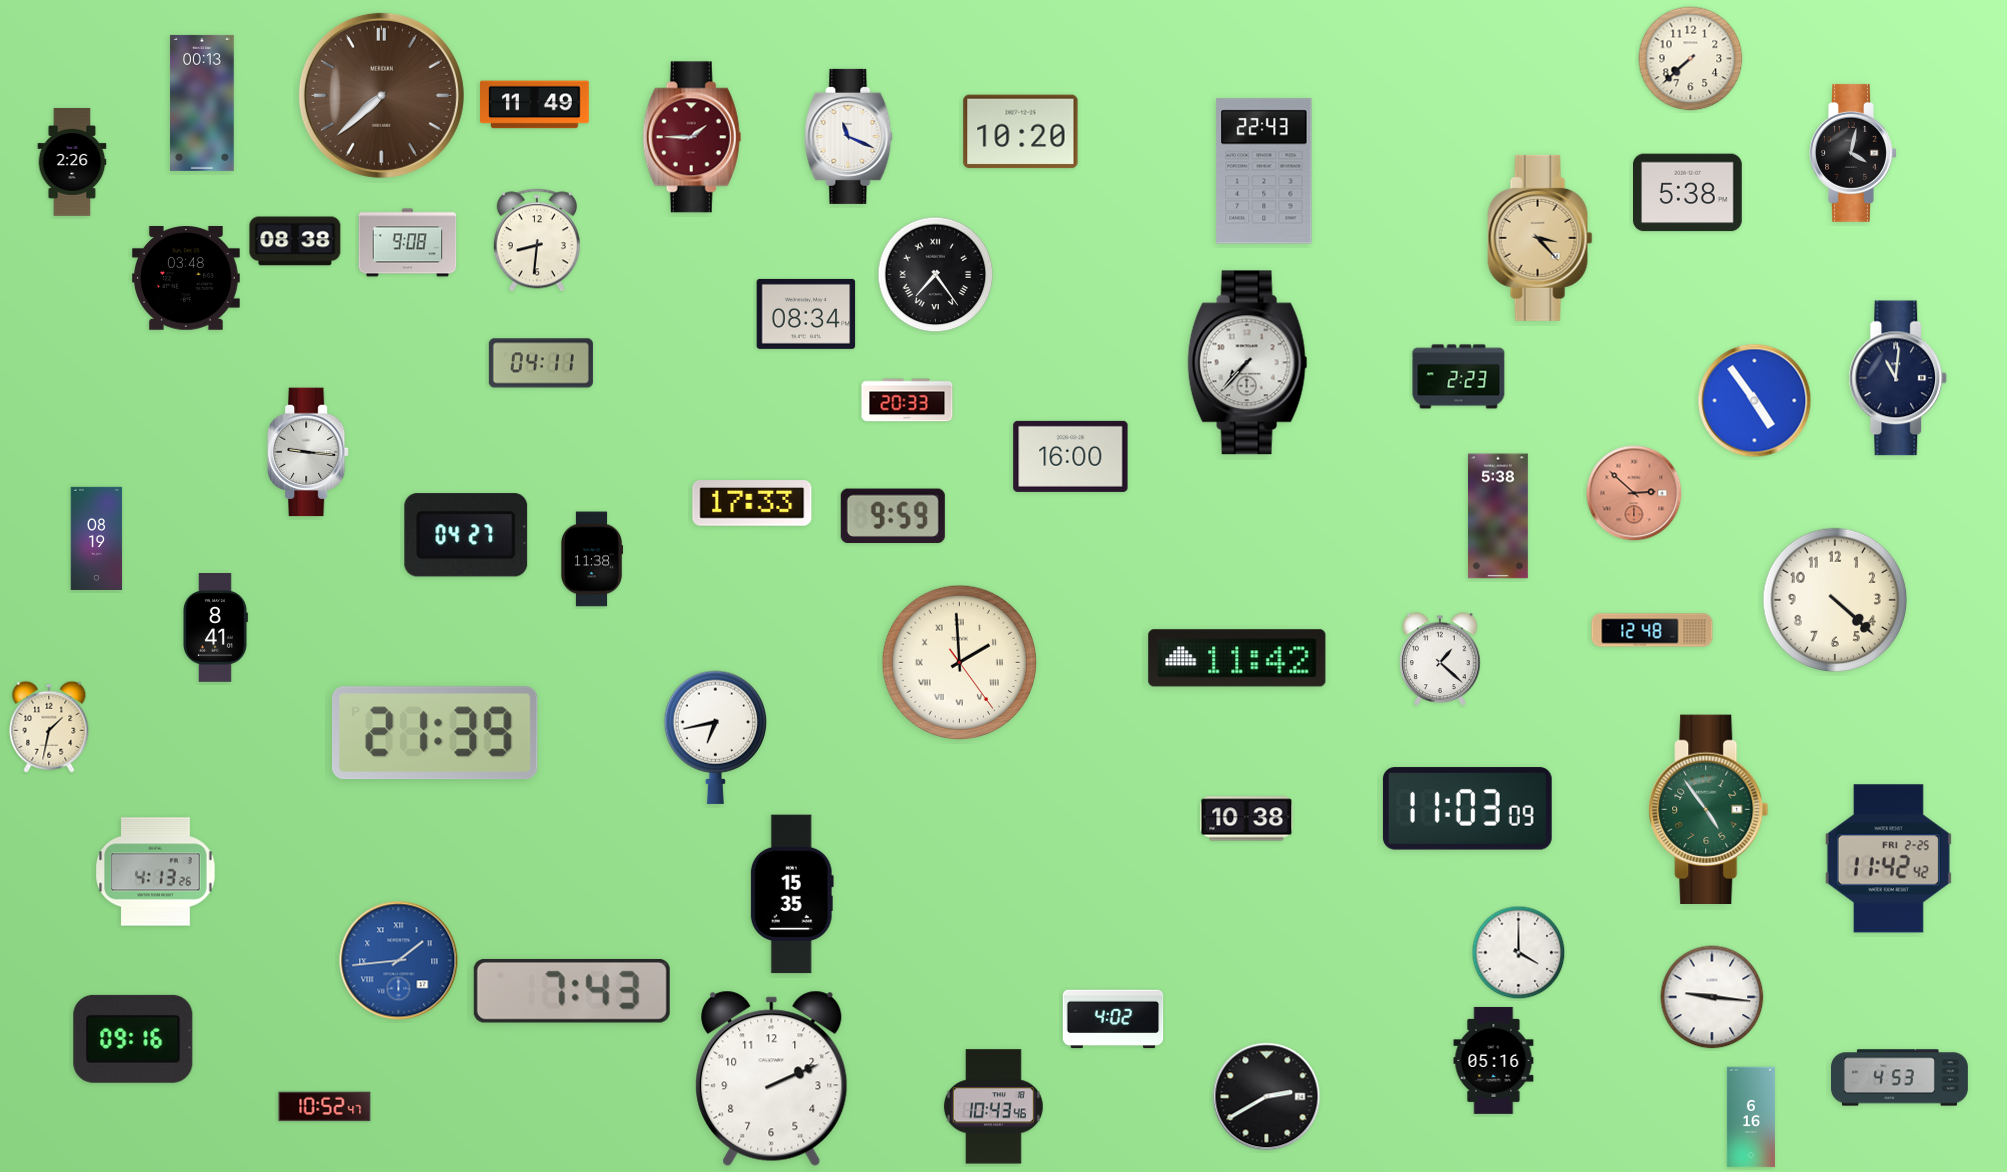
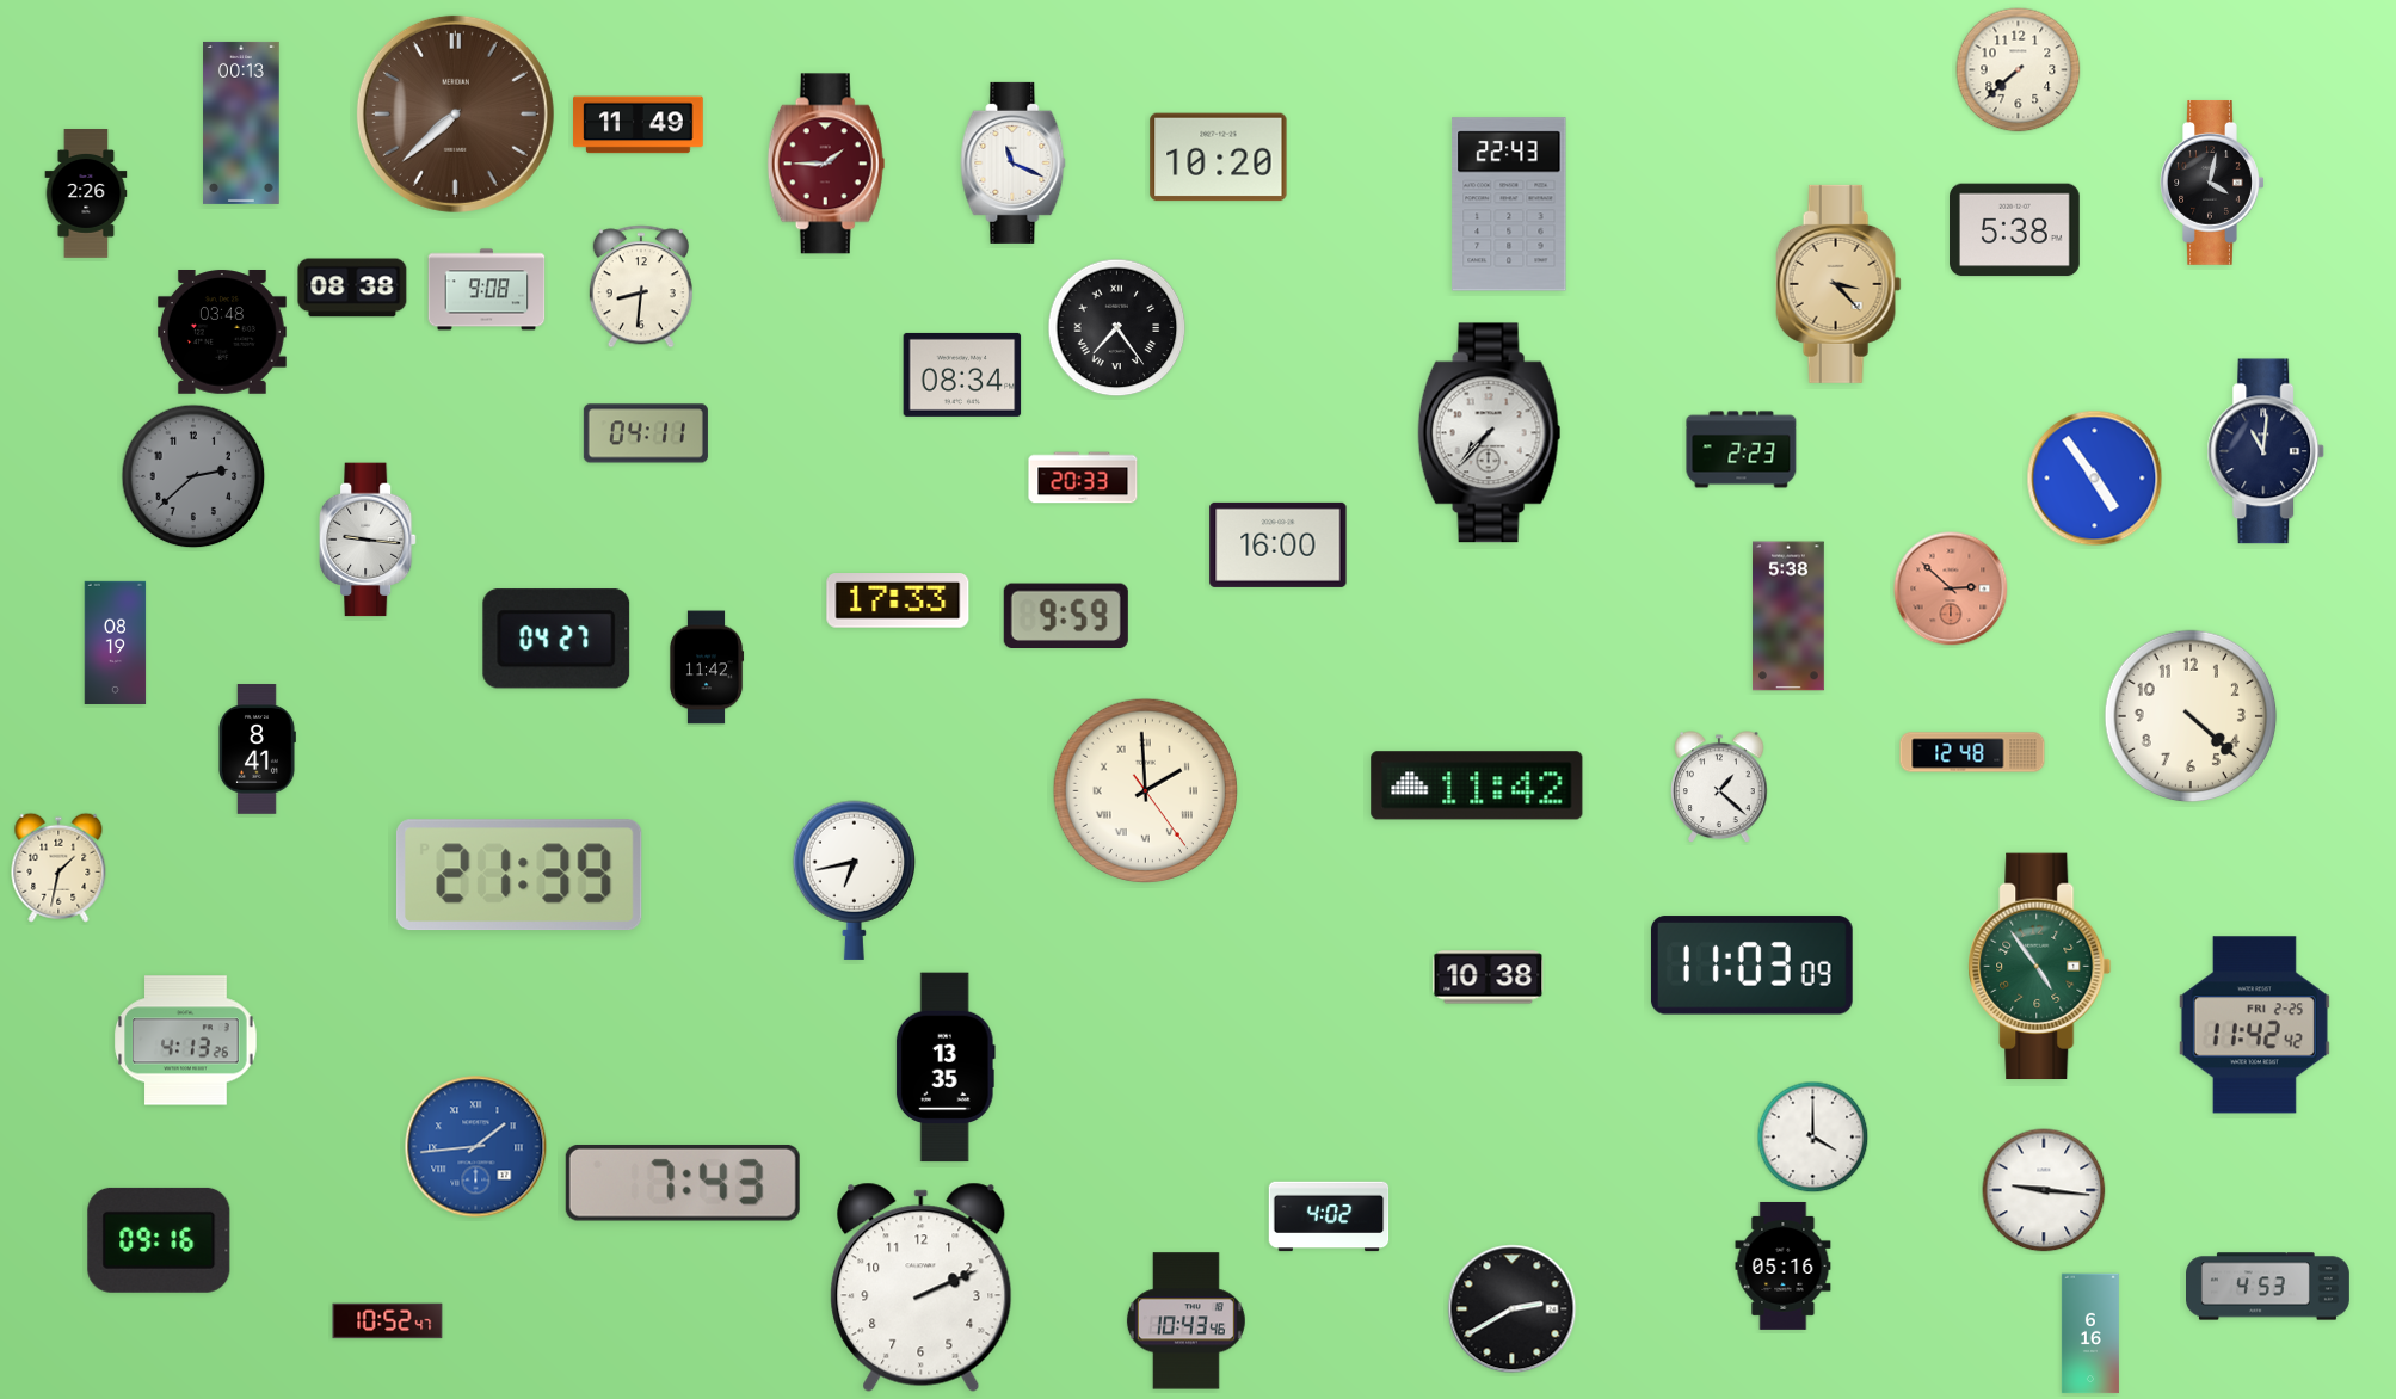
clock at (193, 476): none -> 2:38
clock at (592, 559): 11:38 -> 11:42
clock at (792, 894): 15:35 -> 13:35
